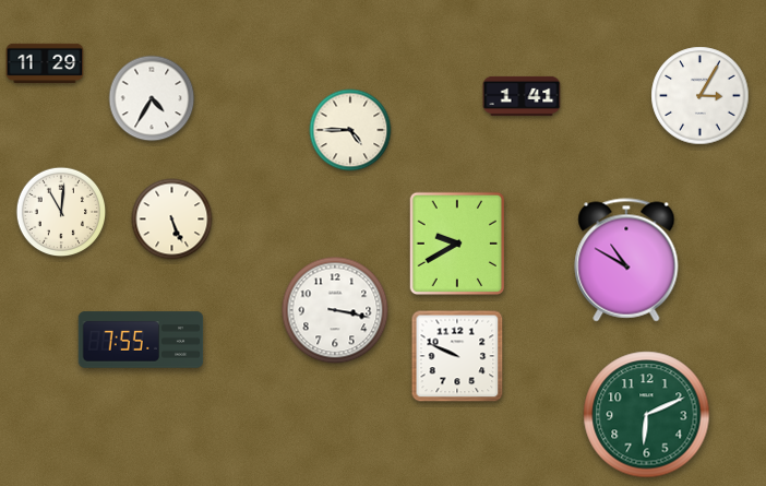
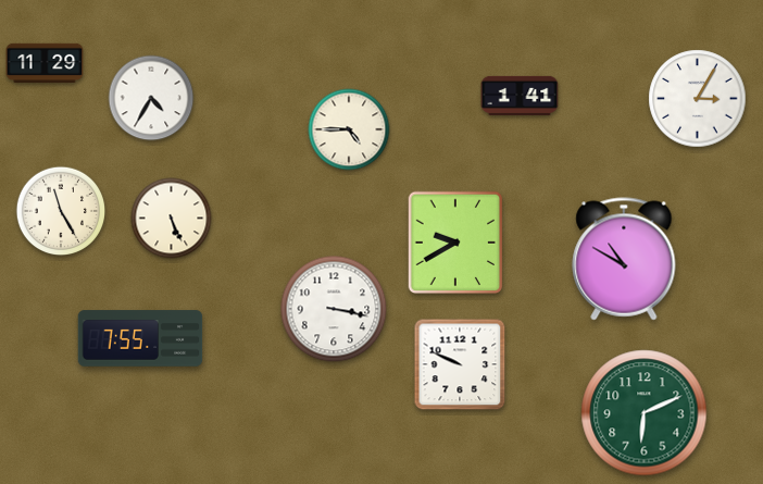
clock at (701, 96) position: (701, 96) -> (698, 99)
clock at (61, 212): 11:01 -> 11:25
clock at (457, 356) position: (457, 356) -> (460, 364)
